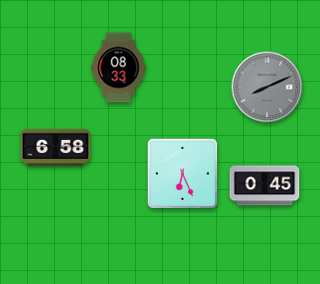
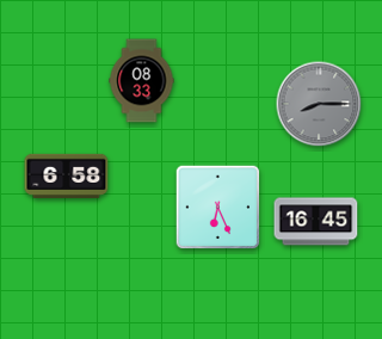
clock at (267, 87): 8:11 -> 8:15
clock at (265, 186): 0:45 -> 16:45
